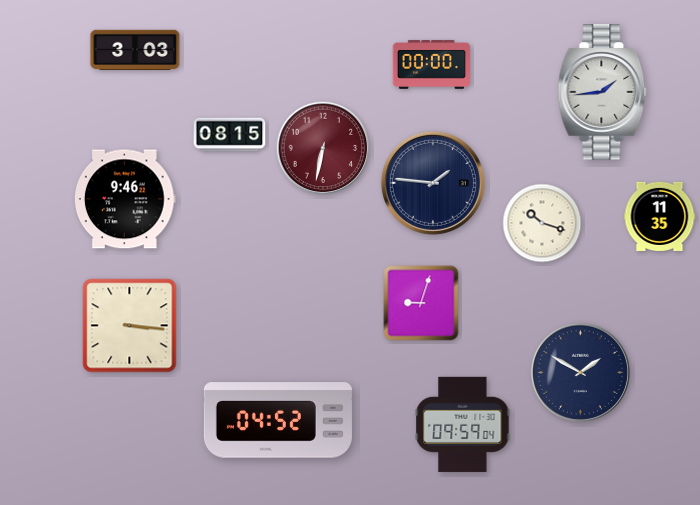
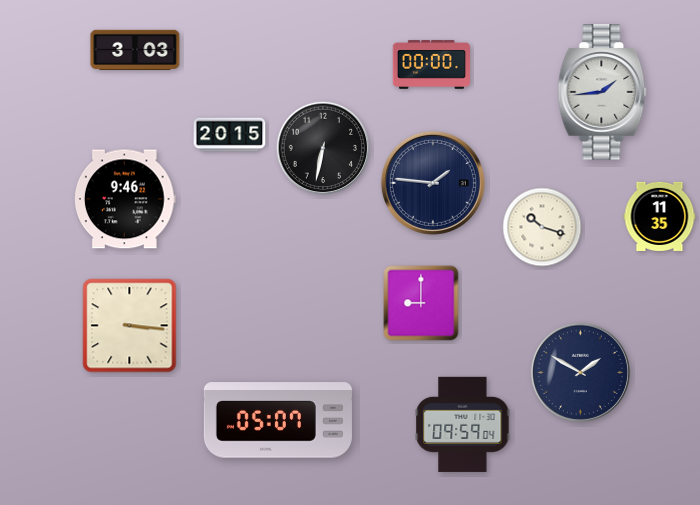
clock at (230, 135): 08:15 -> 20:15
clock at (323, 148) dial: burgundy -> black
clock at (542, 223) position: (542, 223) -> (542, 227)
clock at (421, 303): 9:03 -> 9:00
clock at (278, 420): 04:52 -> 05:07
